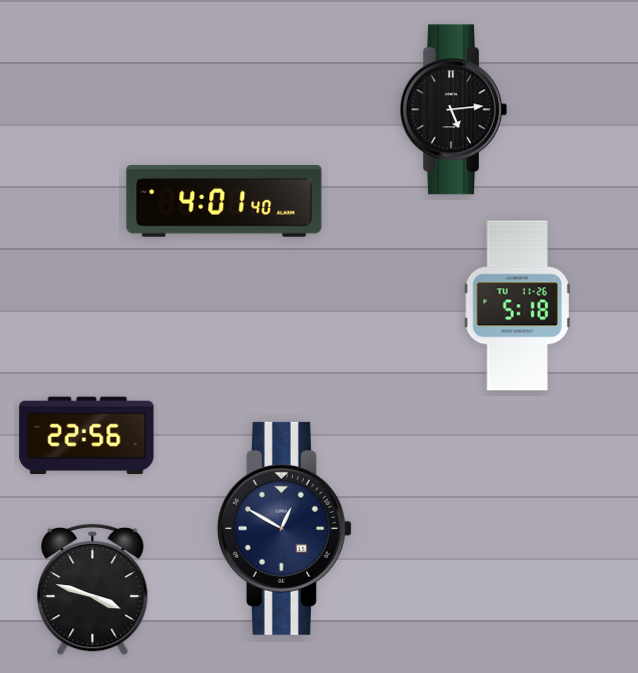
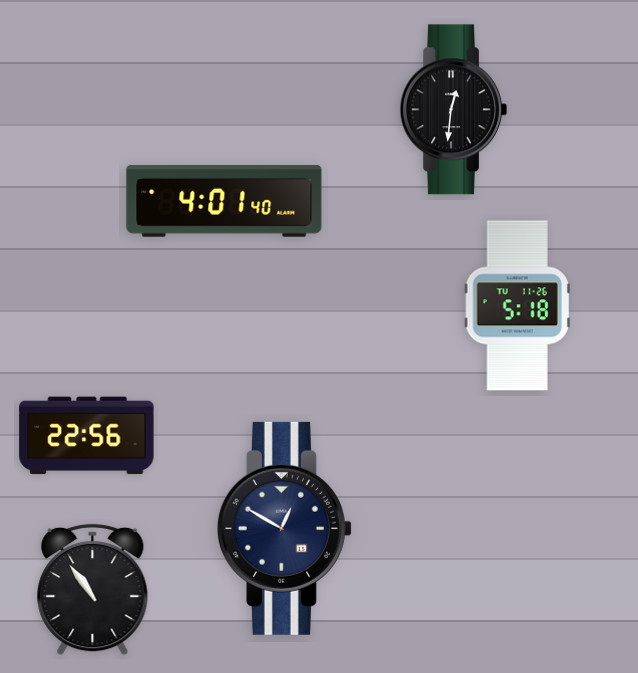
clock at (453, 110): 5:14 -> 12:31
clock at (93, 590): 3:48 -> 10:54
